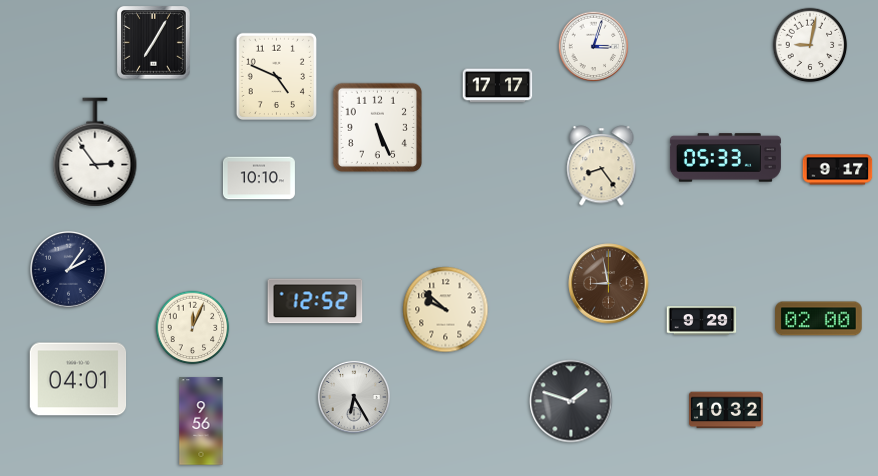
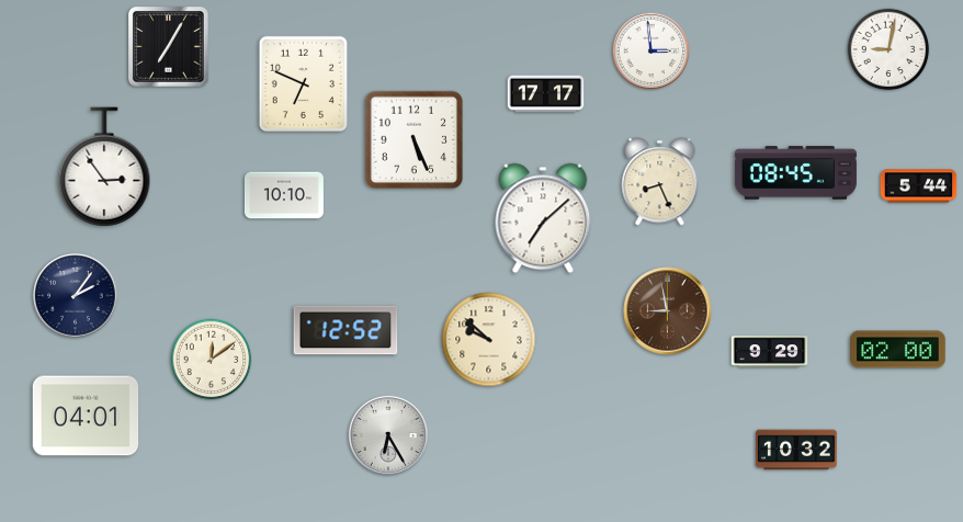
clock at (594, 47): 3:03 -> 2:59
clock at (276, 76): 4:49 -> 6:49
clock at (725, 158): 05:33 -> 08:45
clock at (602, 166): 8:24 -> 8:26
clock at (838, 170): 9:17 -> 5:44
clock at (543, 218): none -> 7:08
clock at (193, 328): 12:04 -> 12:09
clock at (571, 401): 1:48 -> none
clock at (201, 421): 9:56 -> none
